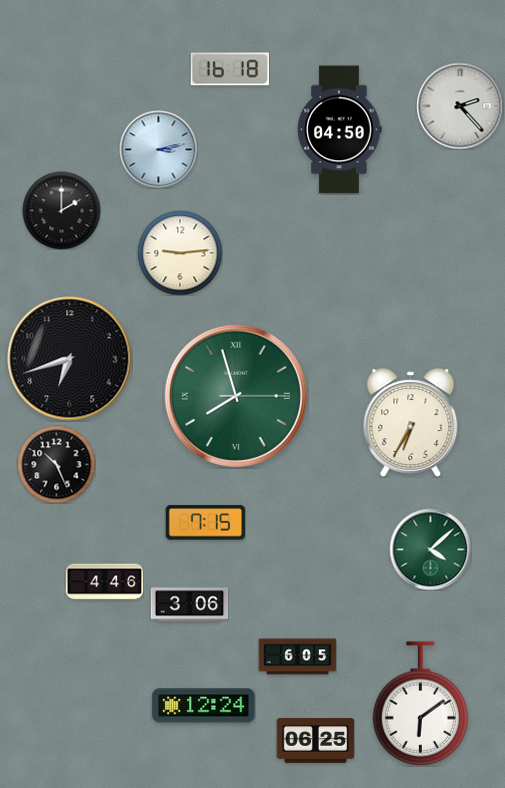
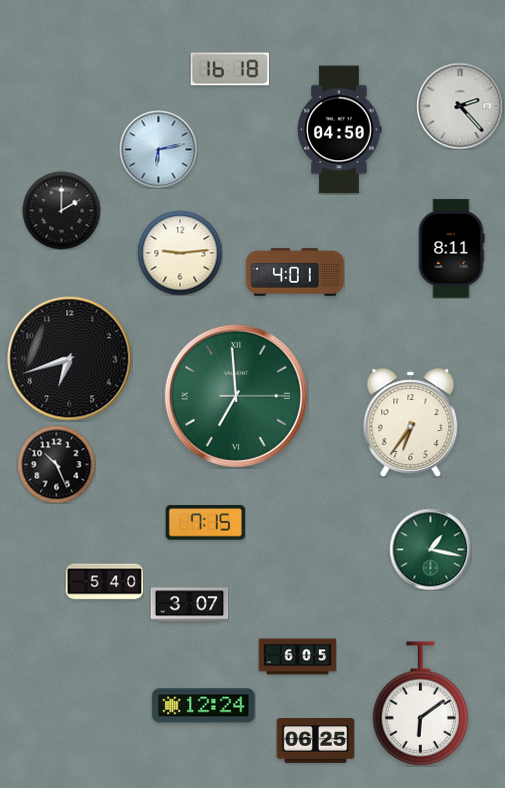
clock at (158, 149): 3:13 -> 6:13
clock at (451, 249): none -> 8:11
clock at (295, 272): none -> 4:01
clock at (236, 396): 7:57 -> 6:59
clock at (411, 423): 6:35 -> 6:36
clock at (430, 549): 4:08 -> 1:17
clock at (104, 582): 4:46 -> 5:40
clock at (189, 605): 3:06 -> 3:07
